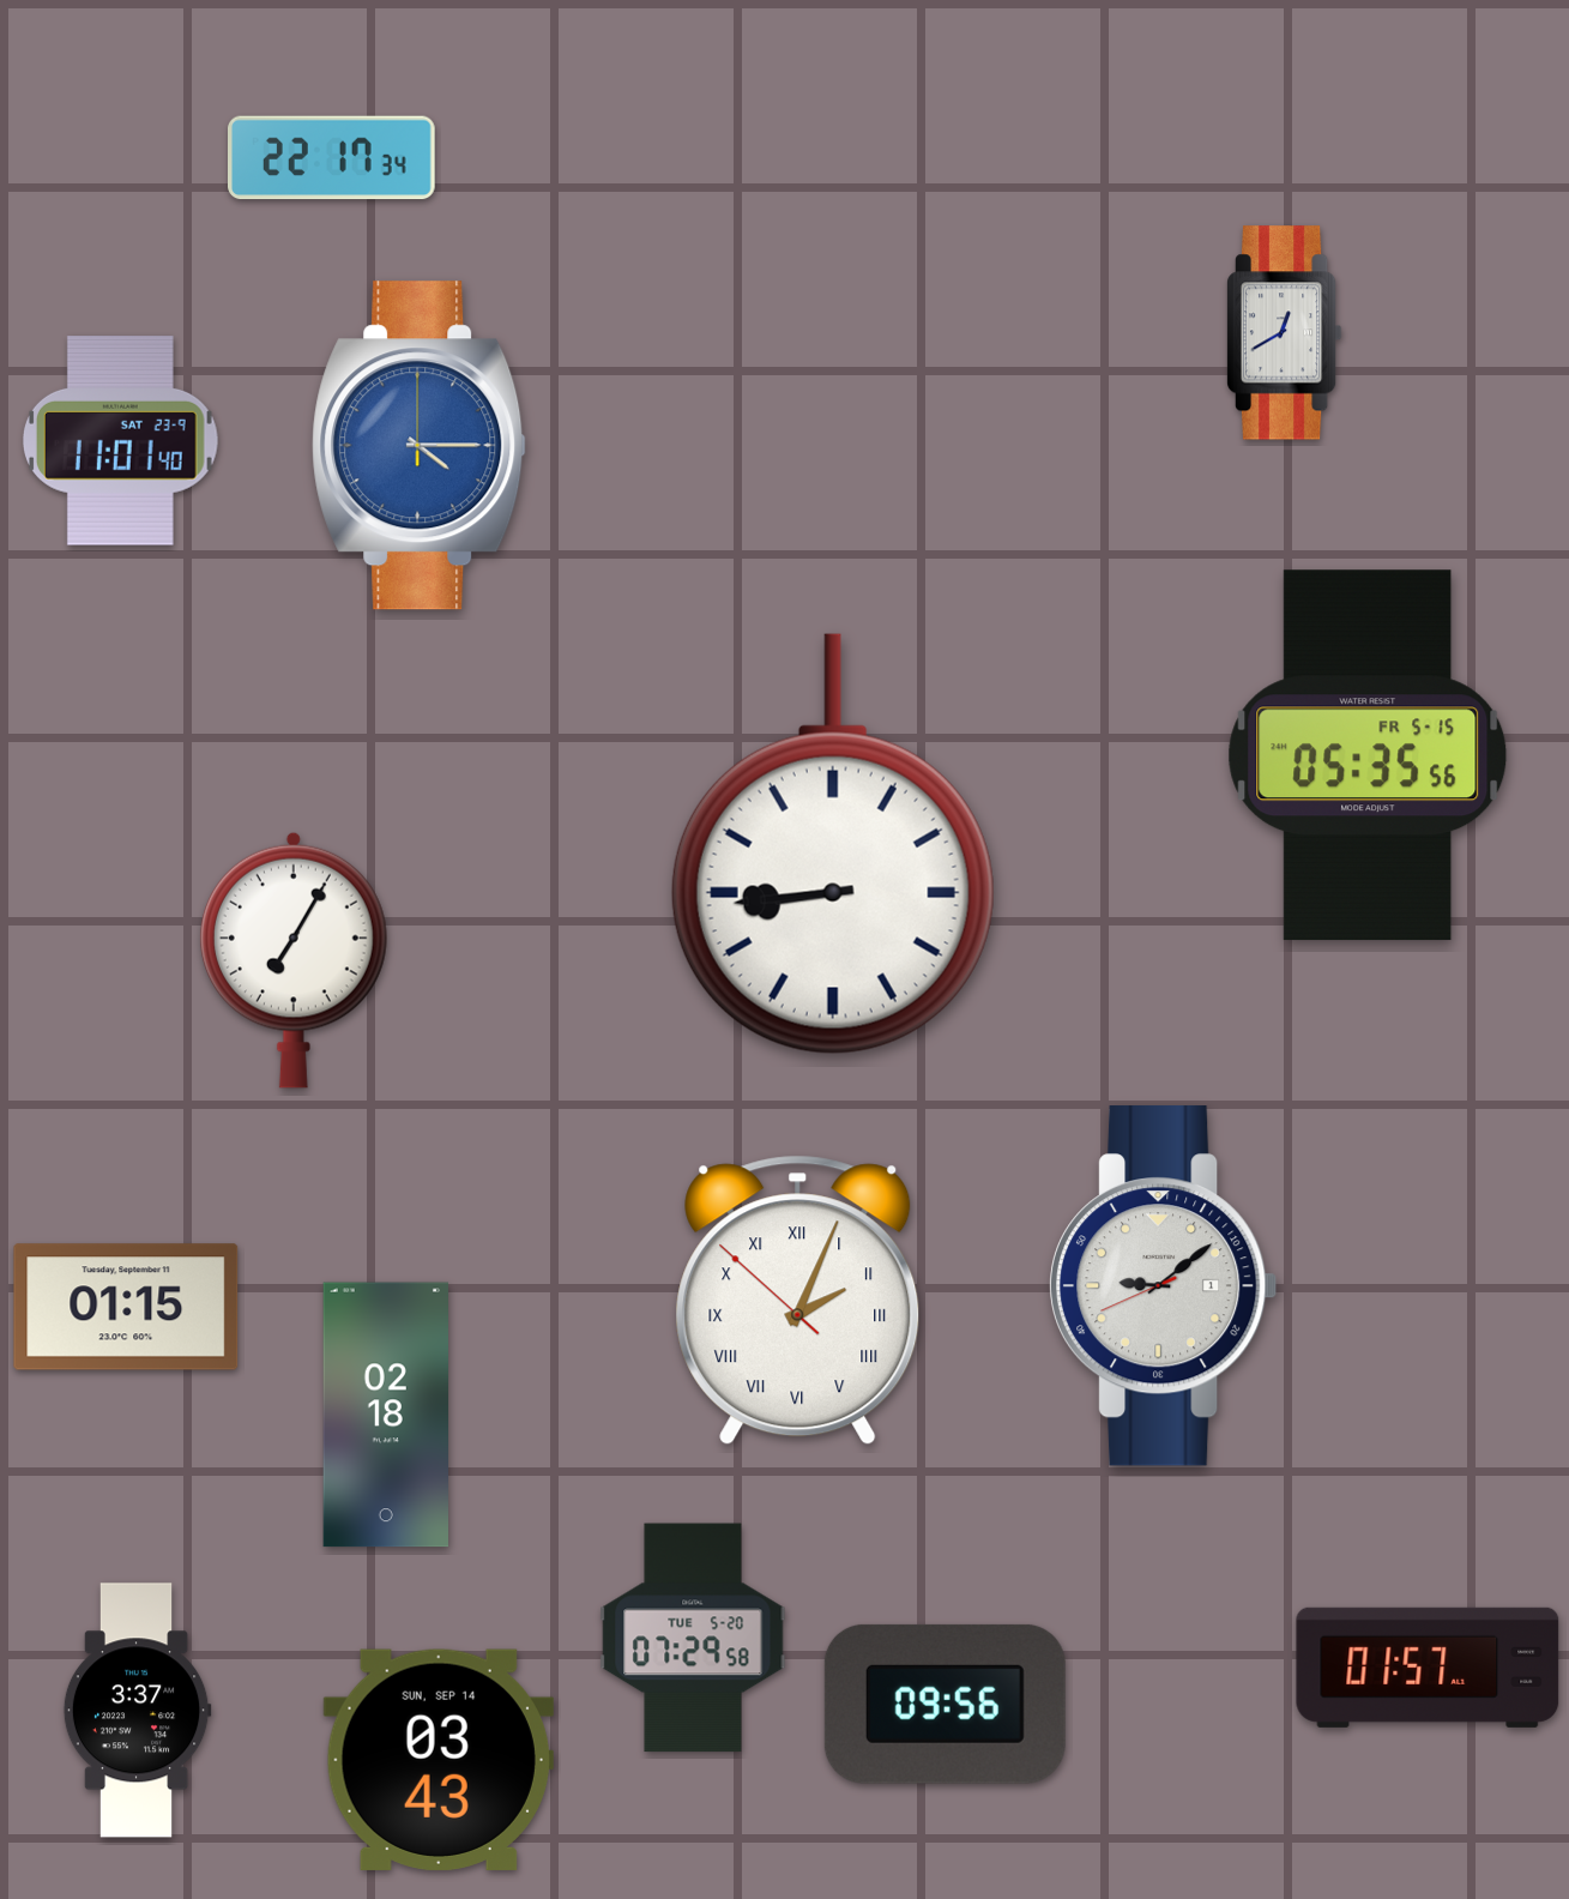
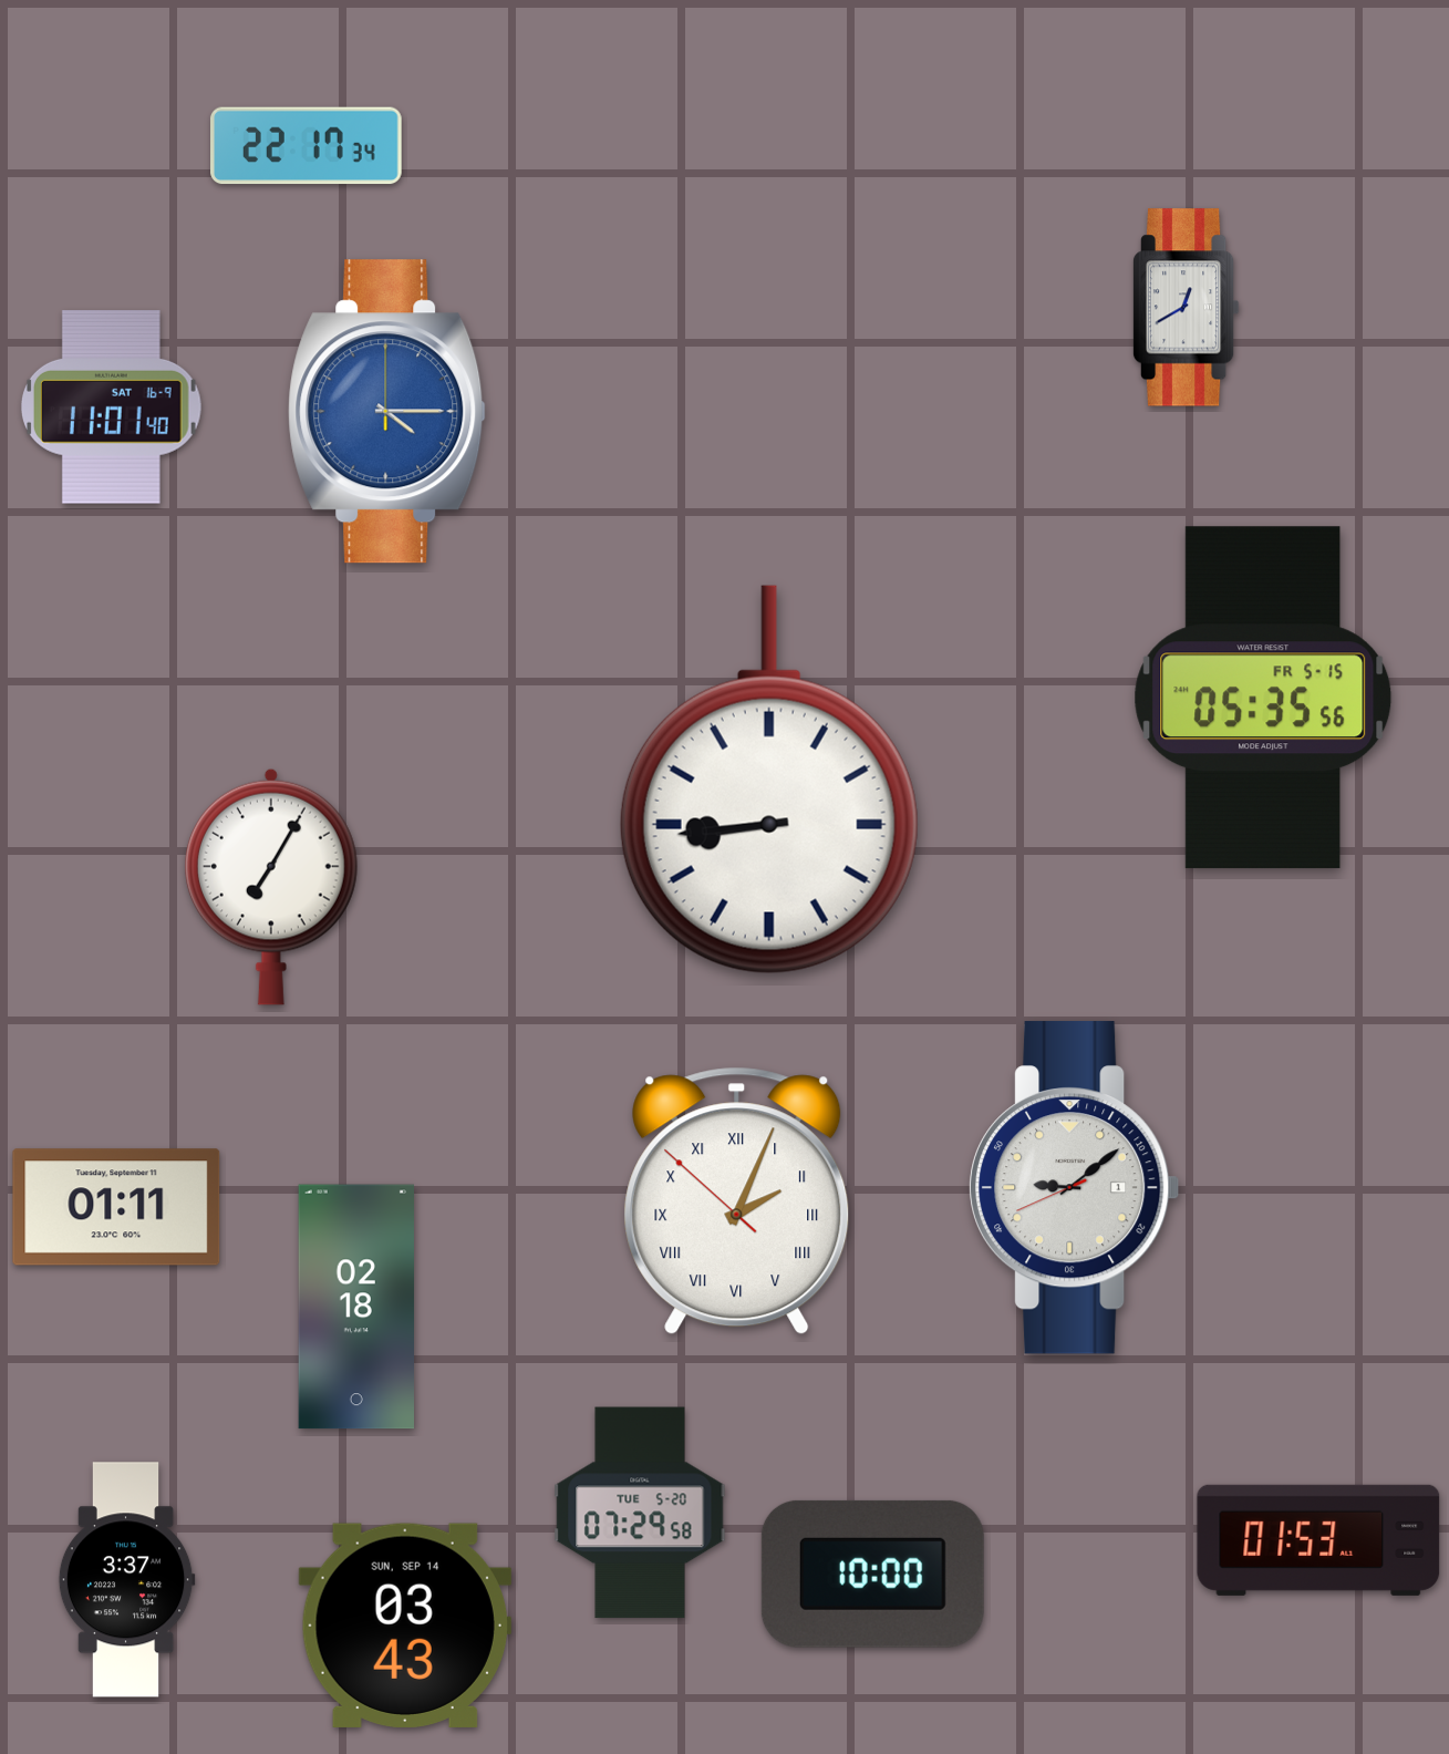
clock at (120, 441) date: SAT 23-9 -> SAT 16-9
clock at (126, 1307): 01:15 -> 01:11
clock at (1428, 1668): 01:57 -> 01:53
clock at (945, 1704): 09:56 -> 10:00
